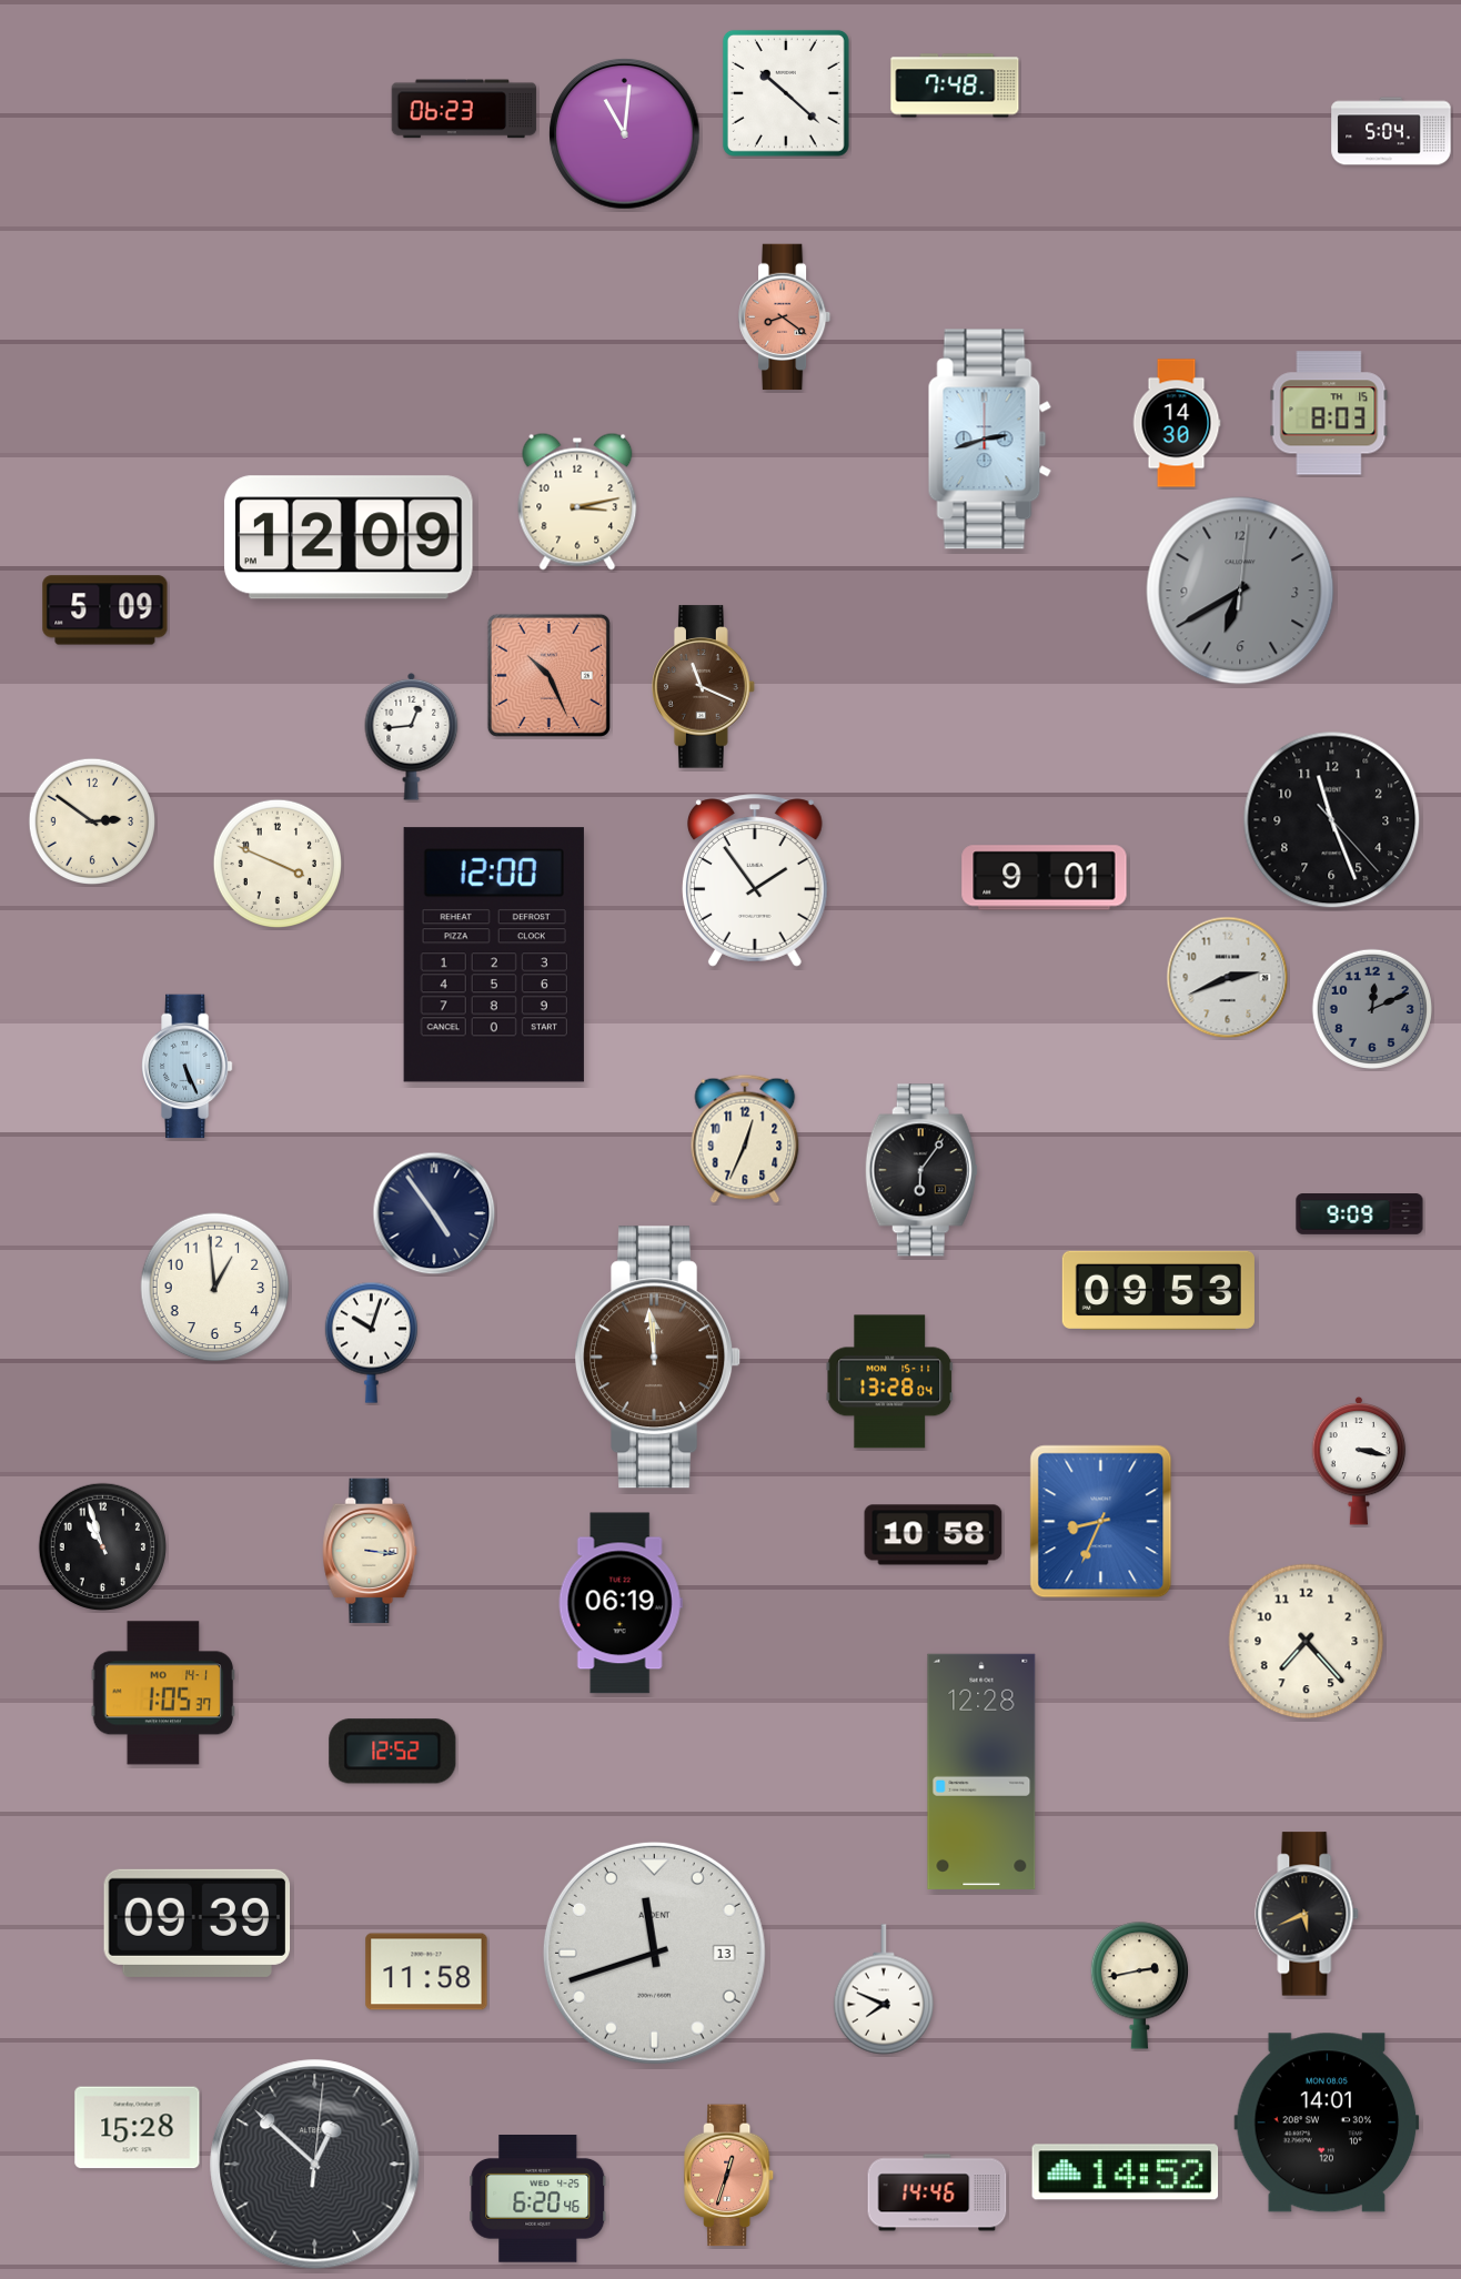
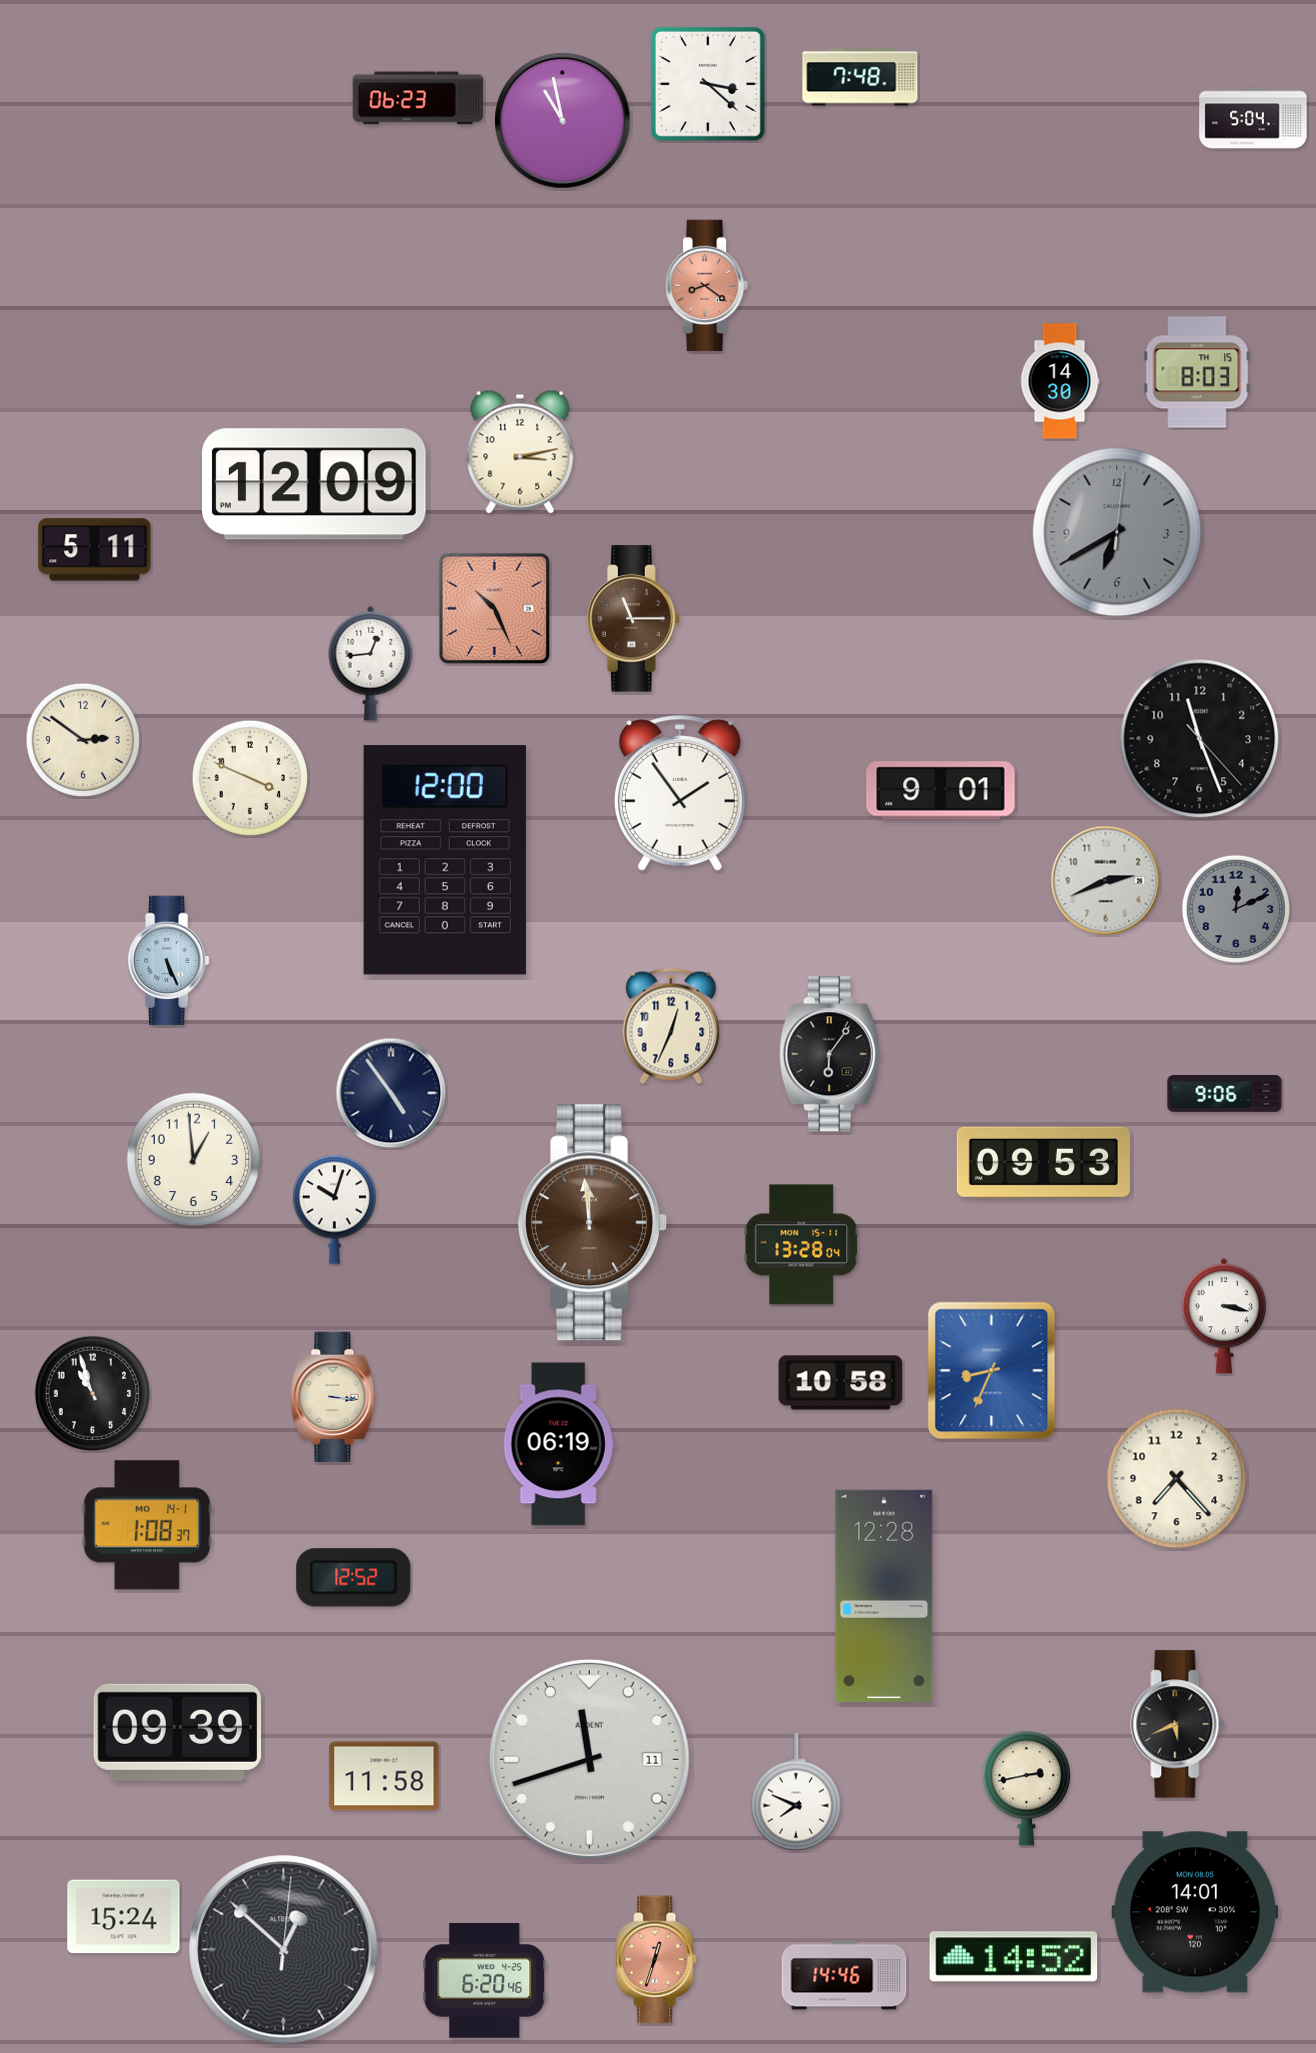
clock at (786, 93): 10:22 -> 3:22
clock at (625, 134): 11:01 -> 10:58
clock at (989, 440): 2:42 -> none
clock at (105, 611): 5:09 -> 5:11
clock at (704, 687): 11:19 -> 11:15
clock at (1360, 1214): 9:09 -> 9:06
clock at (163, 1693): 1:05 -> 1:08
clock at (654, 1953) date: 13 -> 11
clock at (138, 2128): 15:28 -> 15:24
